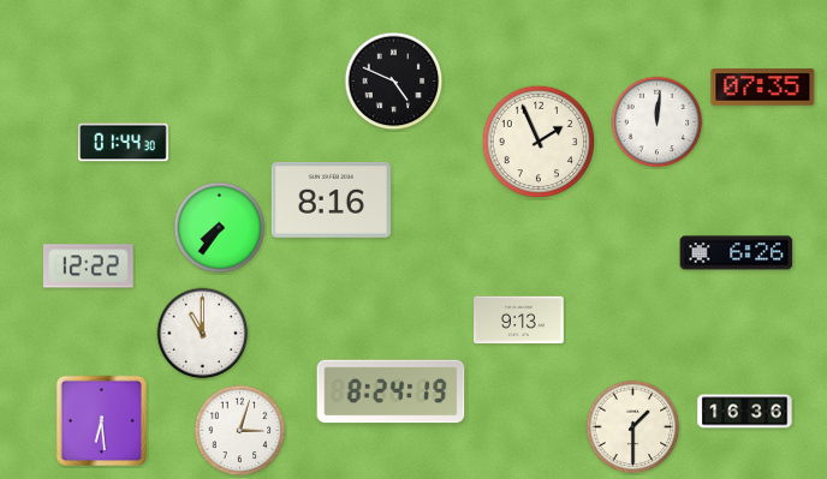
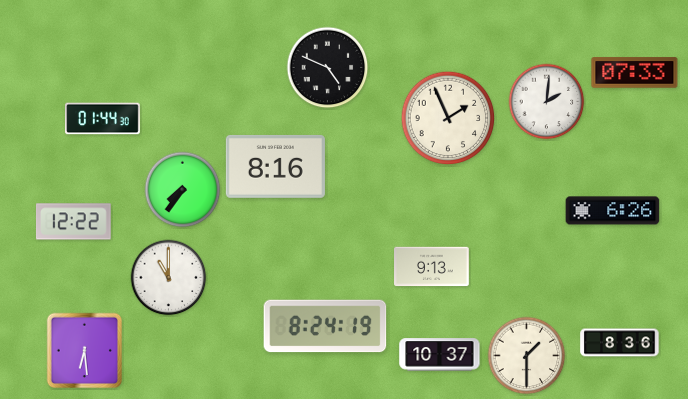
clock at (763, 88): 07:35 -> 07:33
clock at (658, 122): 12:01 -> 2:01
clock at (745, 412): 16:36 -> 8:36
clock at (440, 355): none -> 10:37
clock at (240, 431): 3:03 -> none
